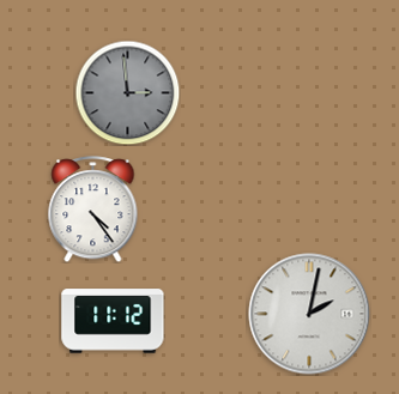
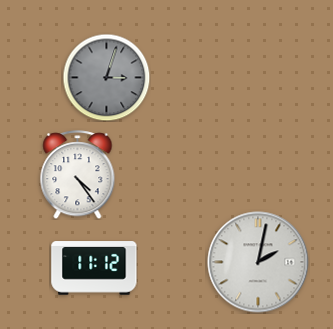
clock at (127, 92): 2:59 -> 3:03
